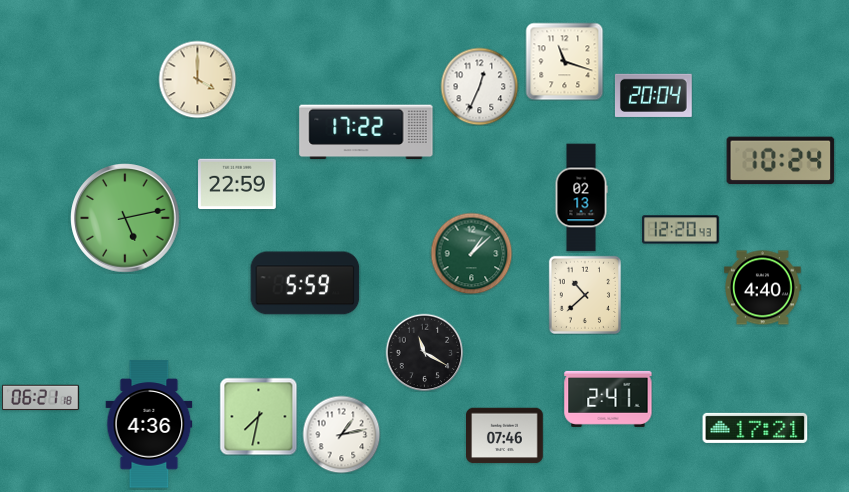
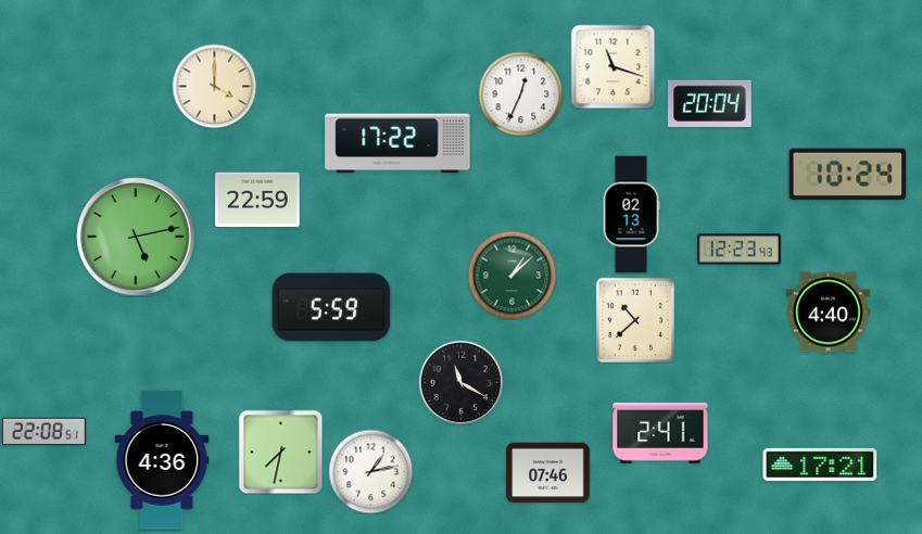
clock at (681, 230): 12:20 -> 12:23
clock at (41, 398): 06:21 -> 22:08
